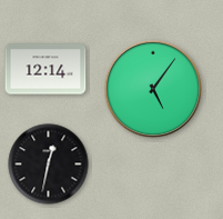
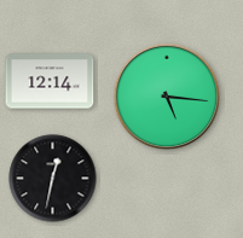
clock at (45, 69) position: (45, 69) -> (50, 81)
clock at (153, 89): 5:06 -> 5:16
